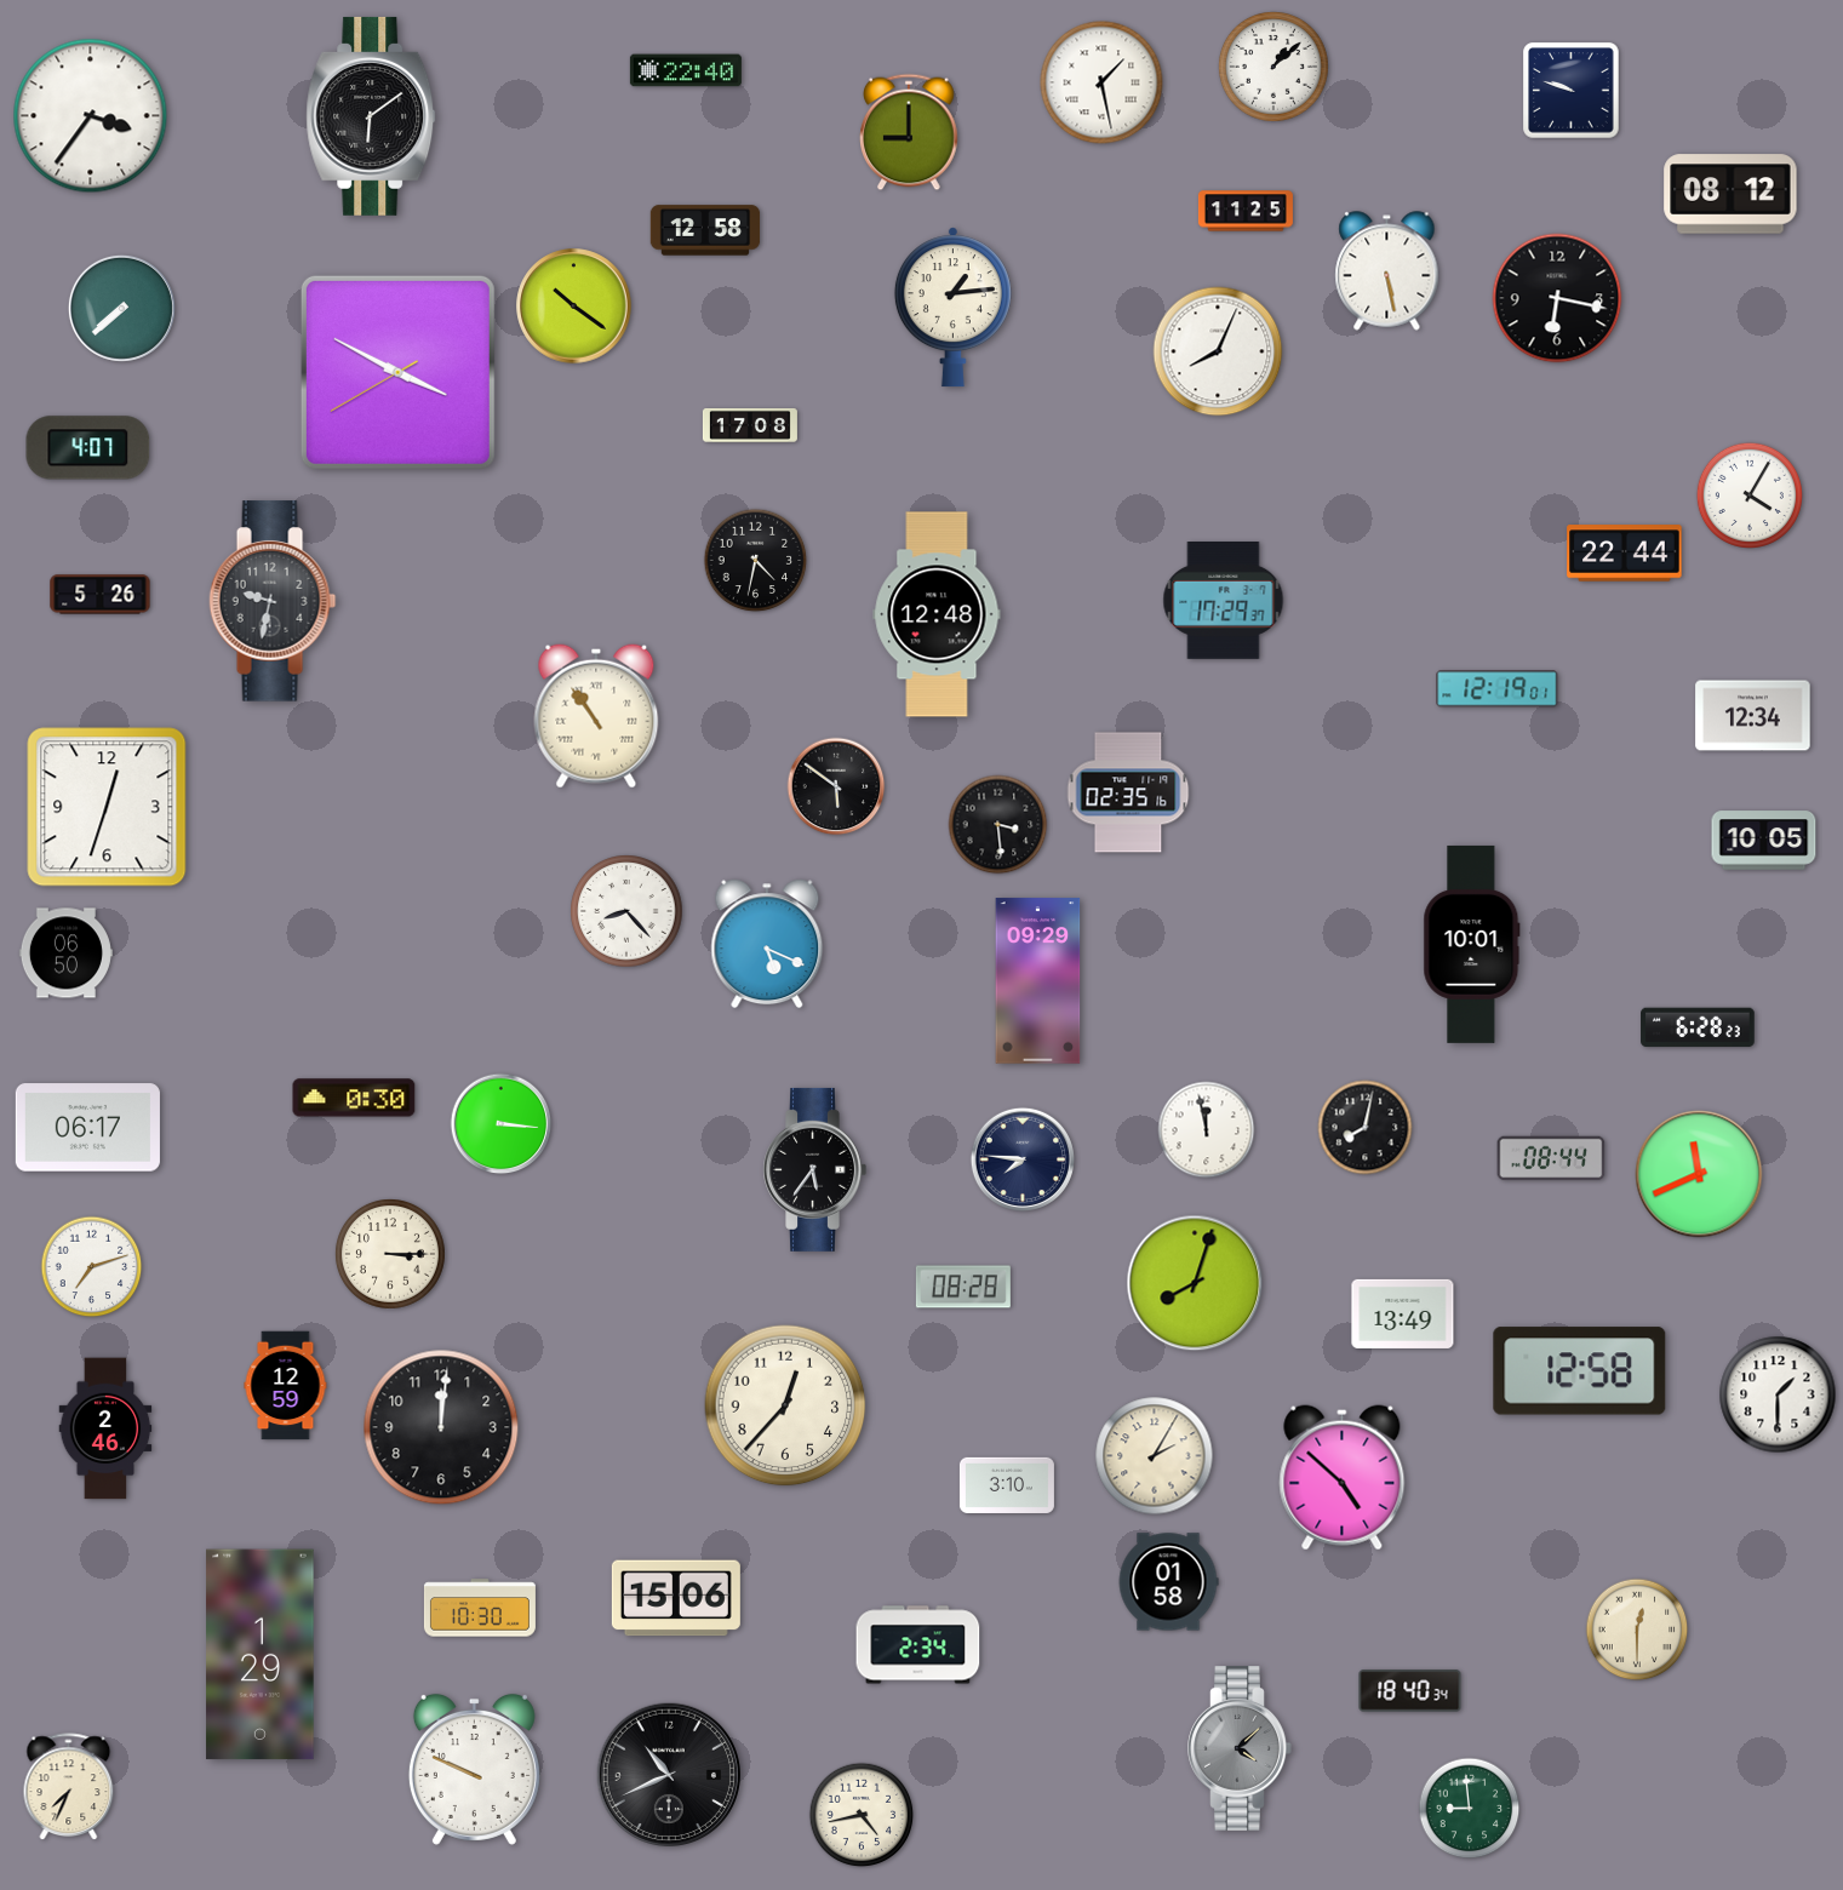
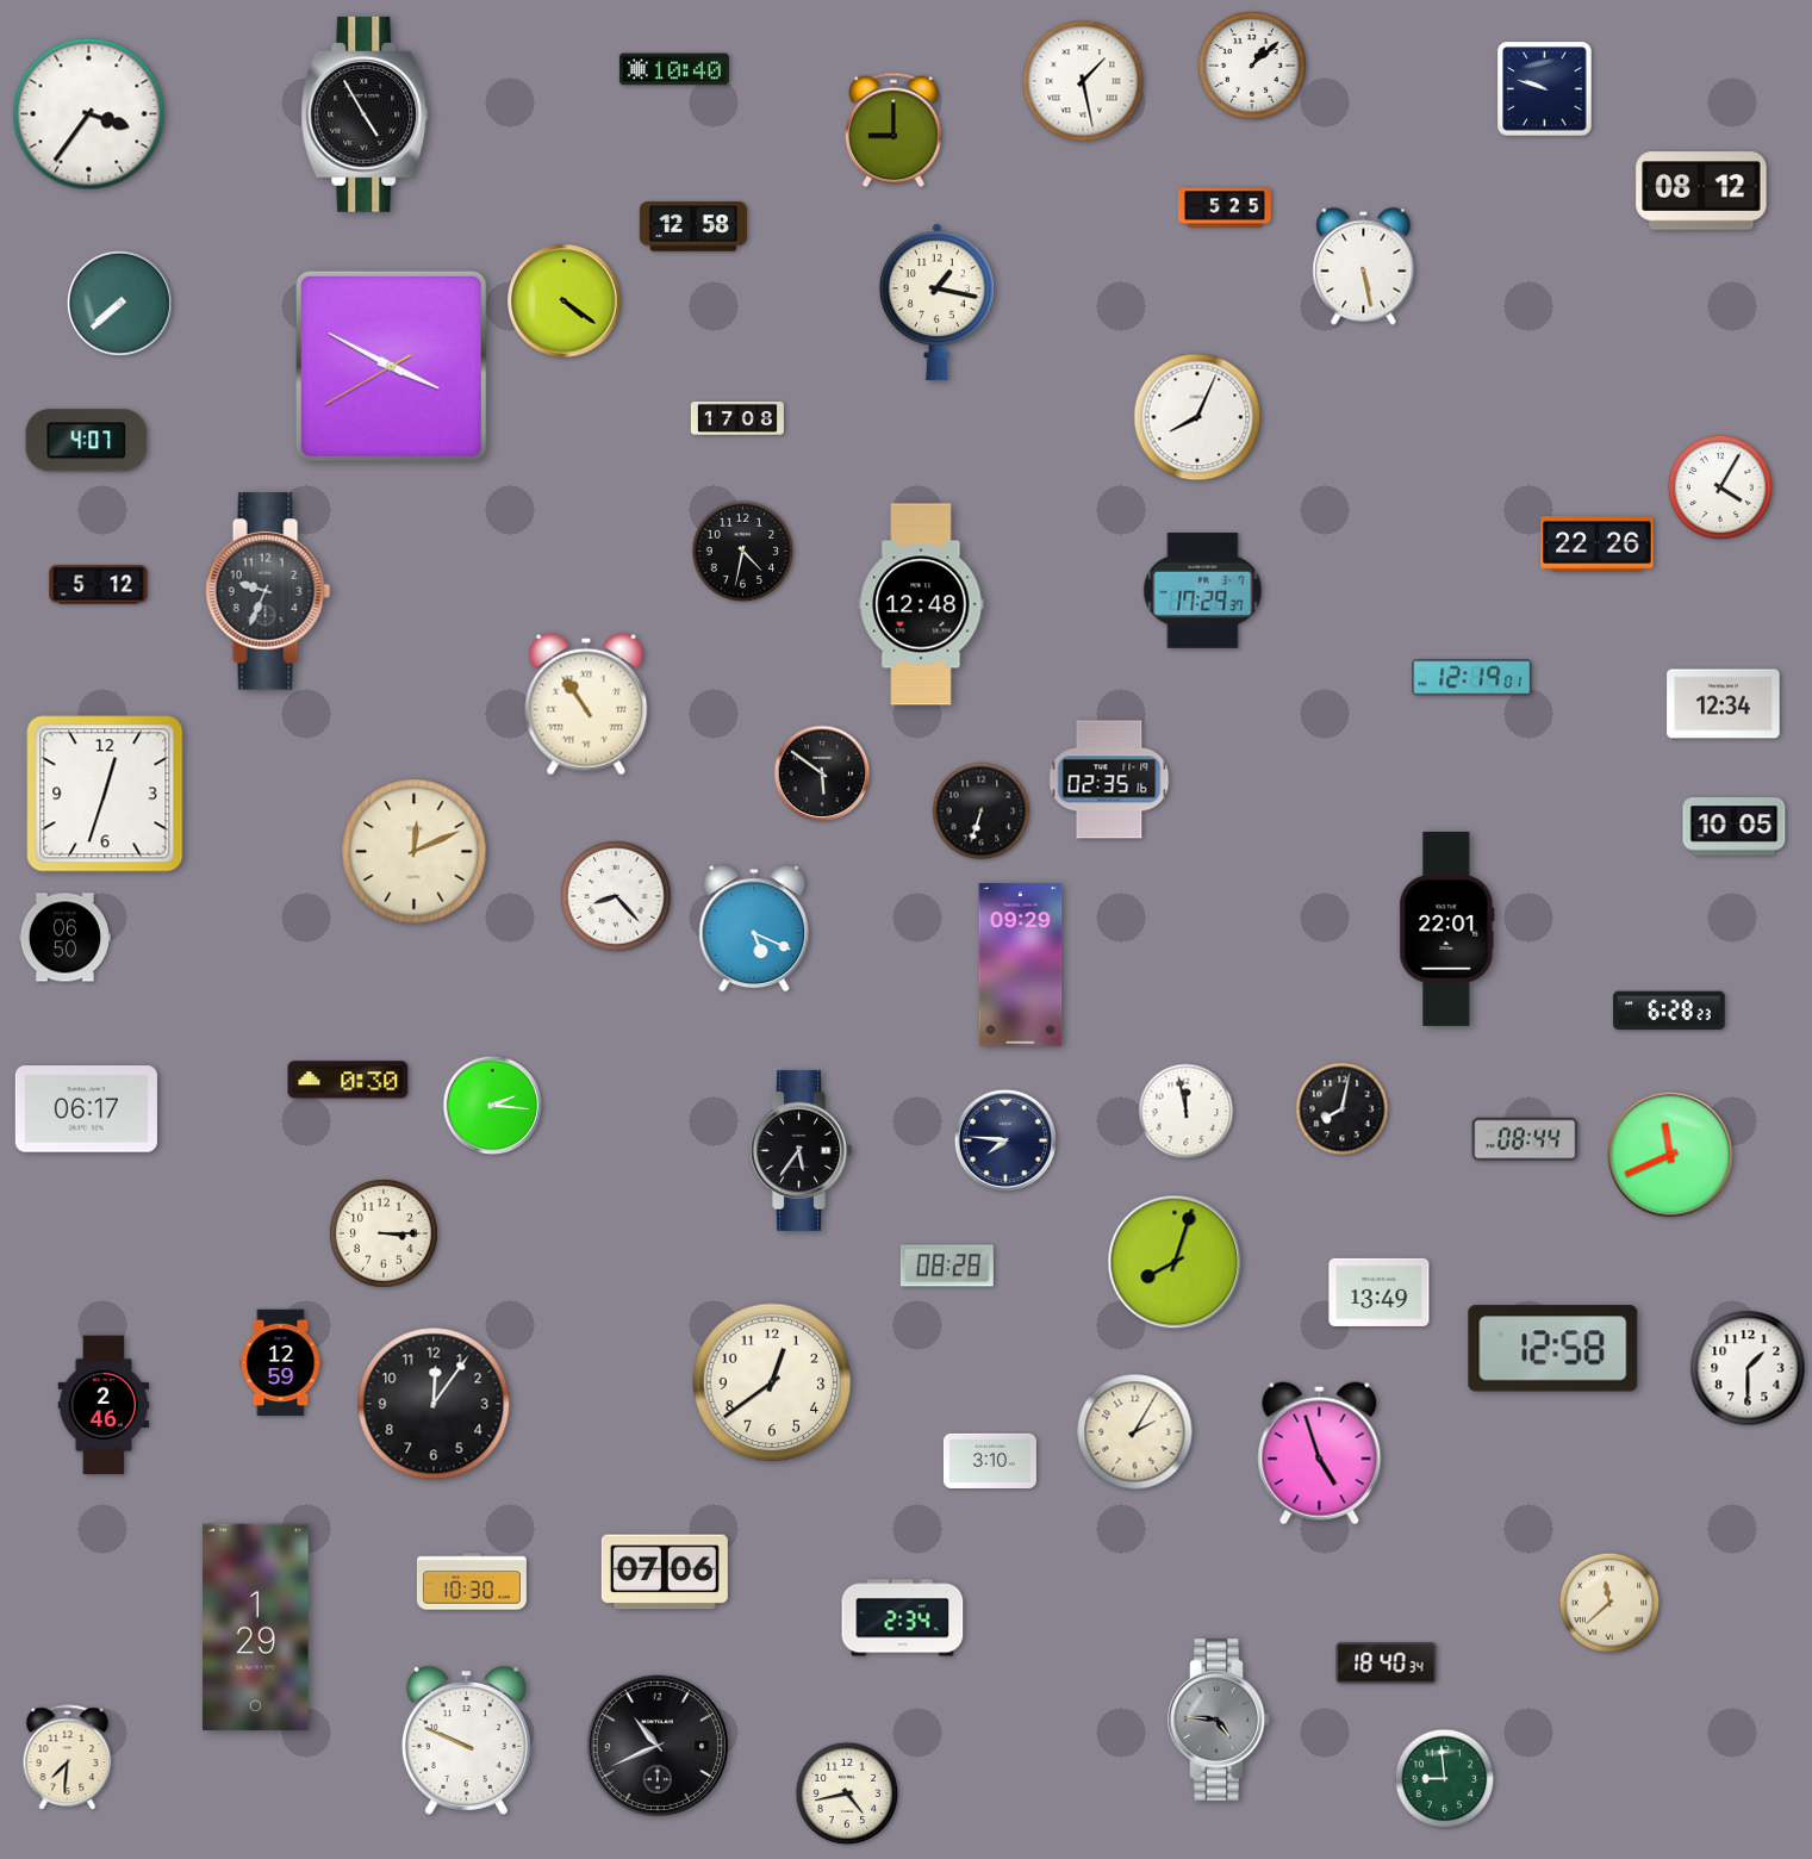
clock at (686, 70): 22:40 -> 10:40
clock at (371, 116): 6:09 -> 4:55
clock at (1246, 211): 11:25 -> 5:25
clock at (1557, 298): 6:17 -> none
clock at (574, 307): 10:21 -> 4:21
clock at (952, 308): 1:14 -> 1:17
clock at (1218, 351) position: (1218, 351) -> (1197, 417)
clock at (1625, 554): 22:44 -> 22:26
clock at (101, 595): 5:26 -> 5:12
clock at (273, 601): 9:32 -> 9:34
clock at (998, 825): 3:29 -> 6:33
clock at (415, 852): none -> 12:11
clock at (1472, 944): 10:01 -> 22:01
clock at (502, 1124): 3:16 -> 2:16
clock at (92, 1267): 7:12 -> none
clock at (1778, 1394) position: (1778, 1394) -> (1748, 1368)
clock at (785, 1405): 12:37 -> 12:39
clock at (441, 1427): 12:01 -> 12:06
clock at (1343, 1478): 4:52 -> 4:57
clock at (1168, 1582): 01:58 -> none
clock at (676, 1598): 15:06 -> 07:06
clock at (1637, 1630): 12:30 -> 11:38
clock at (1240, 1749): 4:08 -> 4:46
clock at (69, 1787): 7:34 -> 7:31
clock at (862, 1815) position: (862, 1815) -> (847, 1793)
